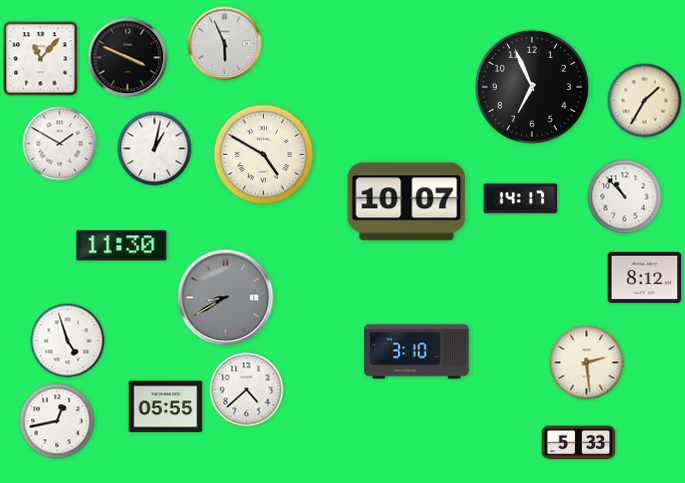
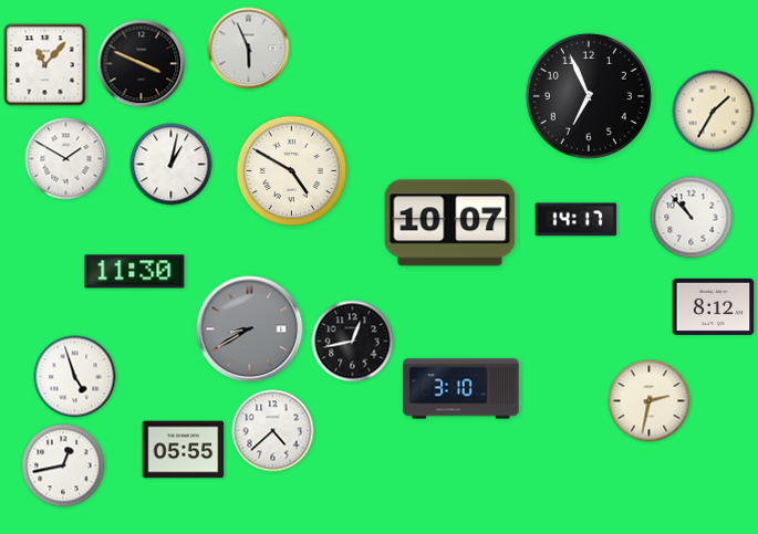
clock at (353, 342): none -> 12:43
clock at (587, 363): 2:29 -> 2:32
clock at (579, 443): 5:33 -> none
